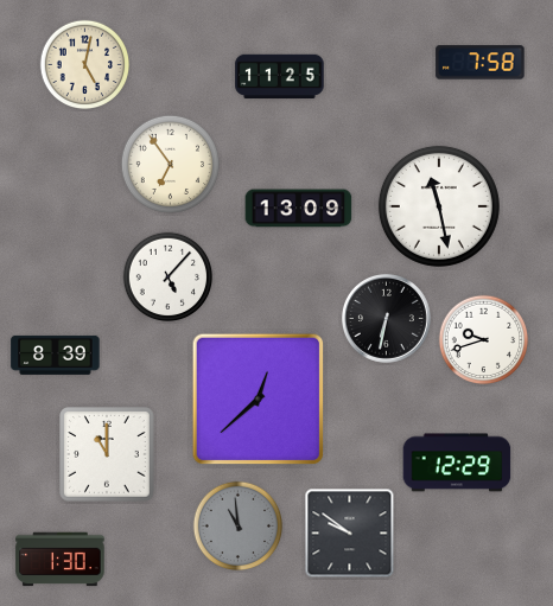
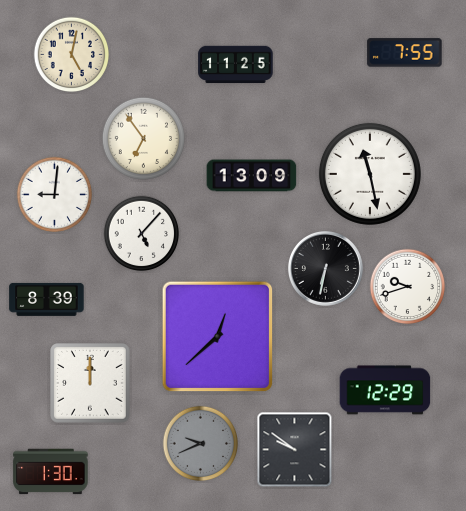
clock at (481, 63): 7:58 -> 7:55
clock at (55, 195): none -> 9:01
clock at (107, 454): 11:00 -> 12:00
clock at (239, 527): 10:59 -> 9:41
